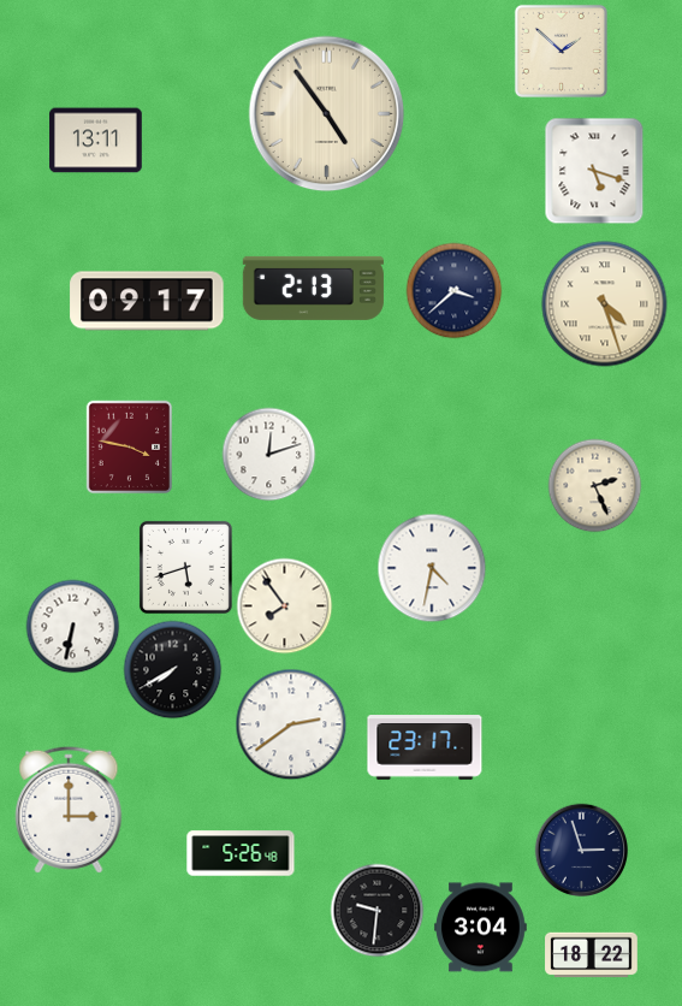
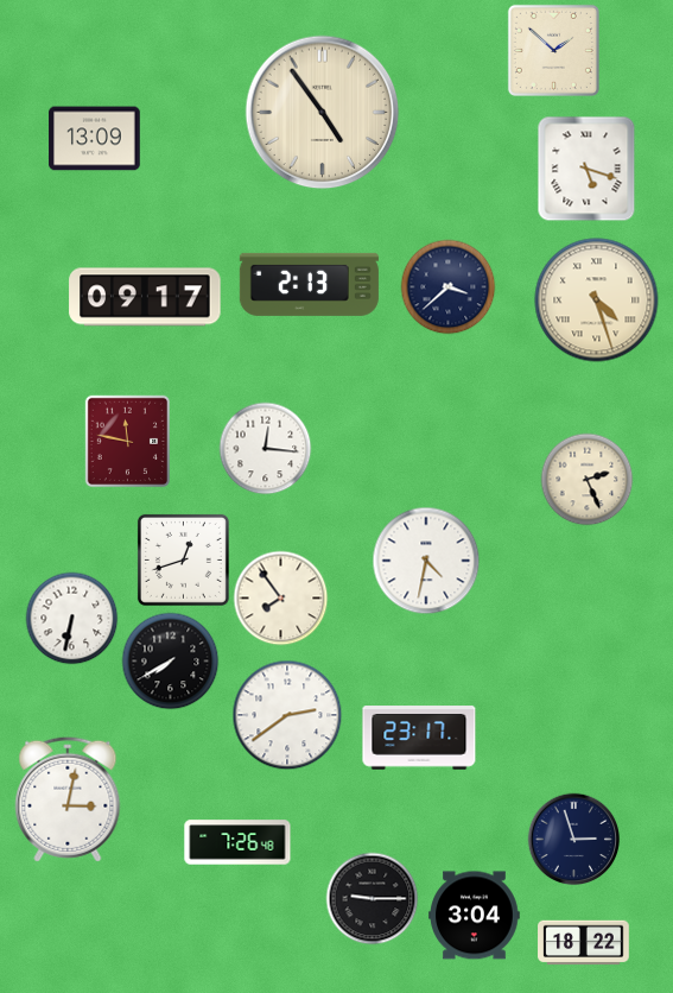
clock at (96, 141): 13:11 -> 13:09
clock at (129, 446): 3:47 -> 11:47
clock at (268, 454): 12:12 -> 12:16
clock at (185, 567): 5:42 -> 12:42
clock at (69, 810): 3:00 -> 3:02
clock at (241, 853): 5:26 -> 7:26
clock at (376, 910): 9:31 -> 9:15
